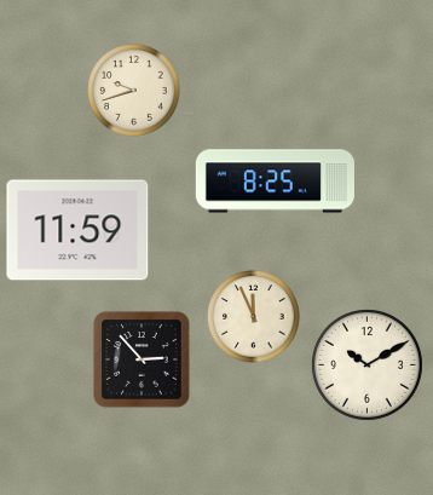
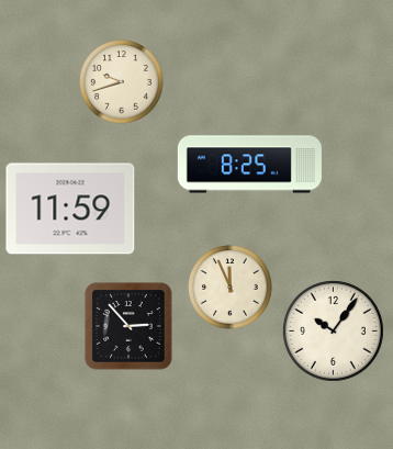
clock at (366, 364): 10:10 -> 10:06
